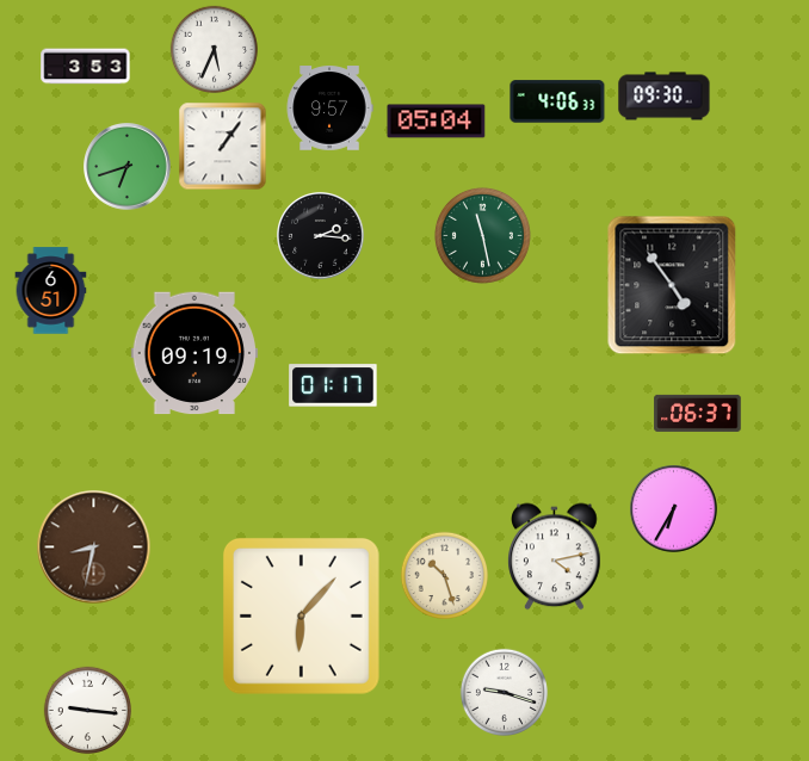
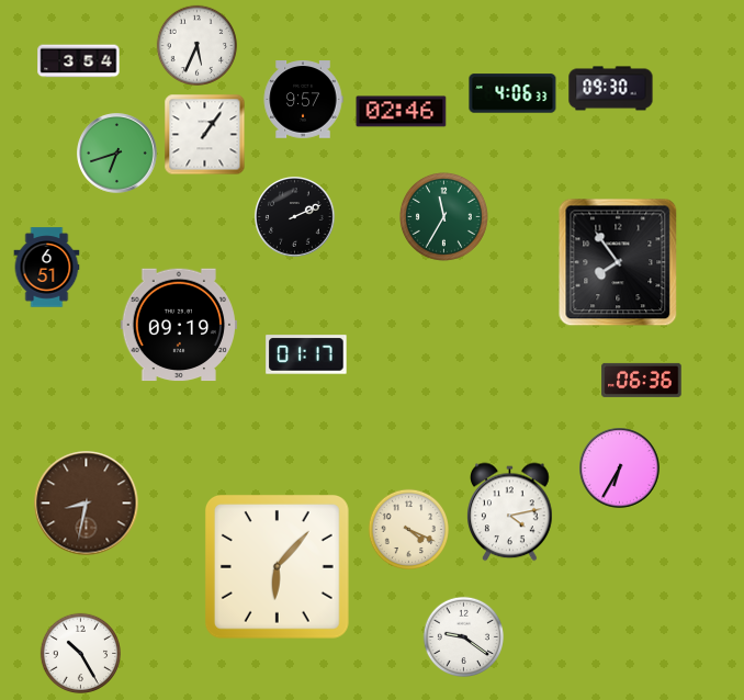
clock at (86, 67): 3:53 -> 3:54
clock at (437, 122): 05:04 -> 02:46
clock at (482, 235): 11:28 -> 11:35
clock at (321, 236): 2:16 -> 2:11
clock at (672, 285): 4:54 -> 7:54
clock at (698, 413): 06:37 -> 06:36
clock at (445, 576): 10:27 -> 4:19
clock at (505, 693): 9:18 -> 9:21
clock at (88, 711): 9:16 -> 10:25
